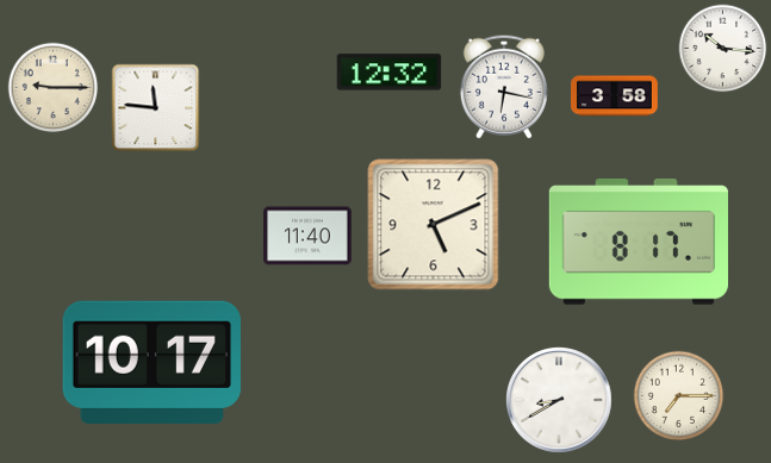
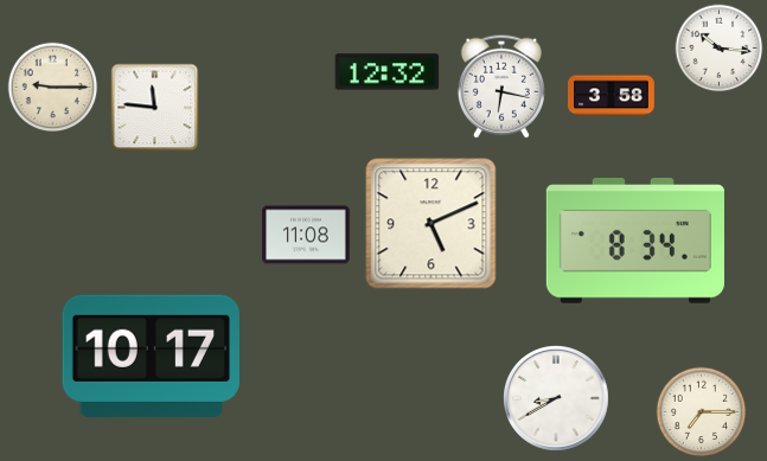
clock at (307, 236): 11:40 -> 11:08
clock at (639, 243): 8:17 -> 8:34
clock at (151, 362) position: (151, 362) -> (151, 356)
clock at (679, 396) position: (679, 396) -> (702, 412)
